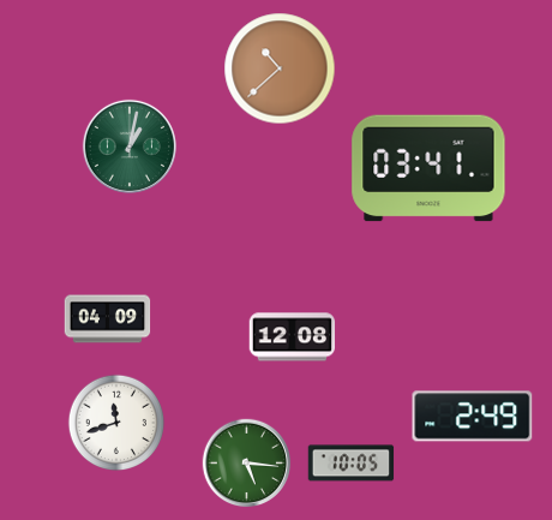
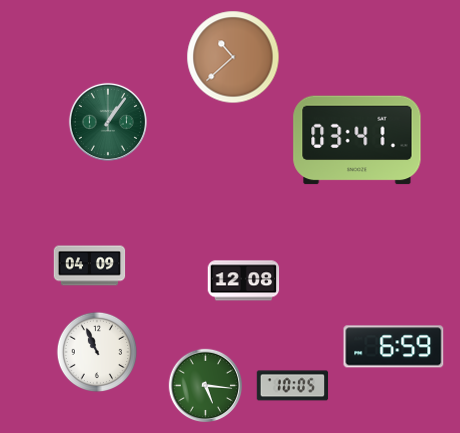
clock at (130, 147): 1:02 -> 1:06
clock at (473, 417): 2:49 -> 6:59
clock at (116, 423): 11:42 -> 10:56
